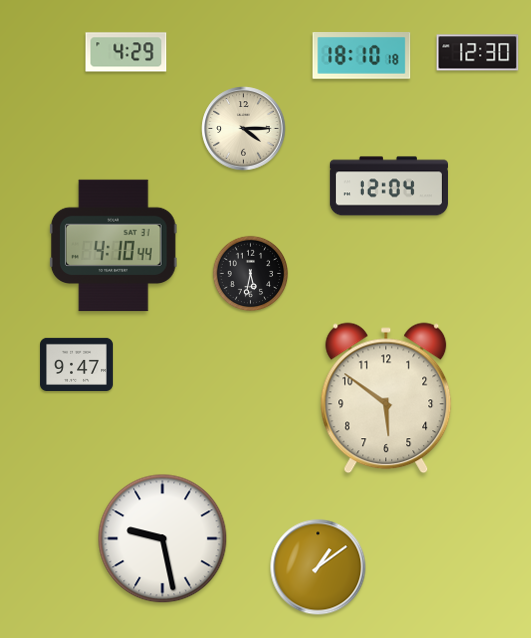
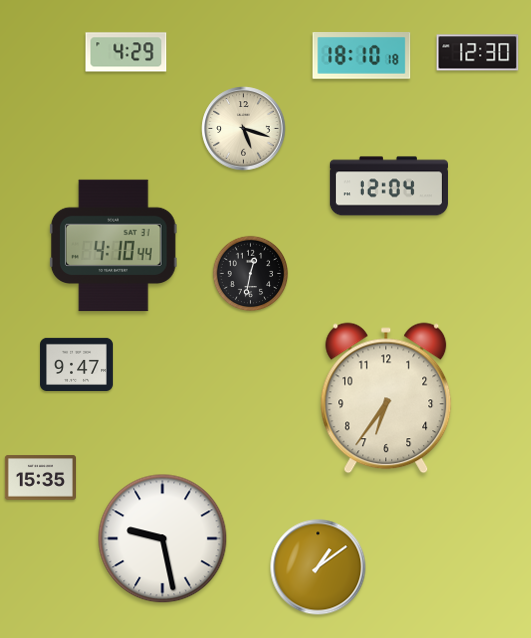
clock at (244, 129): 4:15 -> 5:18
clock at (251, 274): 5:32 -> 12:32
clock at (386, 398): 5:51 -> 6:36
clock at (40, 478): none -> 15:35
